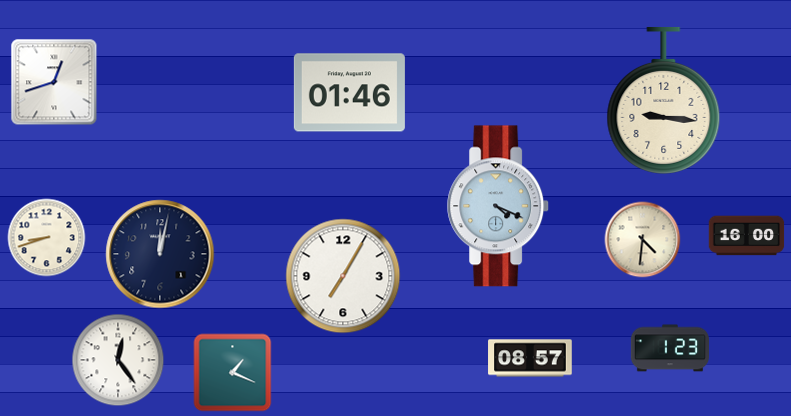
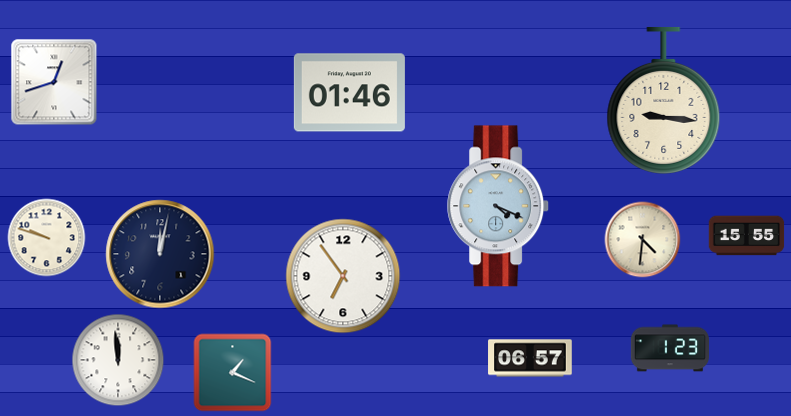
clock at (747, 236): 16:00 -> 15:55
clock at (47, 238): 8:42 -> 9:48
clock at (343, 276): 7:05 -> 6:54
clock at (530, 358): 08:57 -> 06:57
clock at (118, 360): 12:24 -> 11:59
